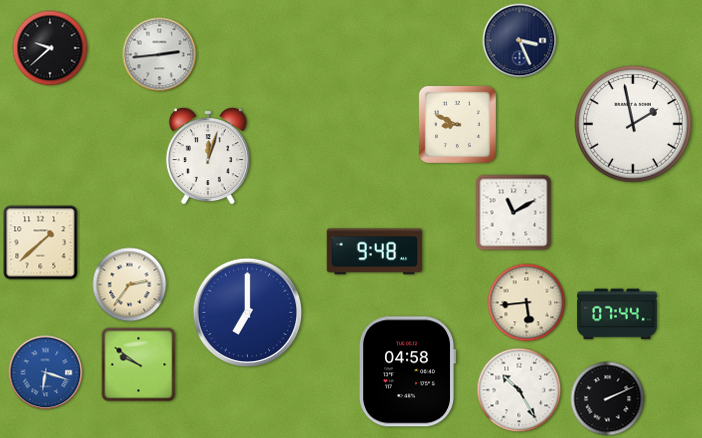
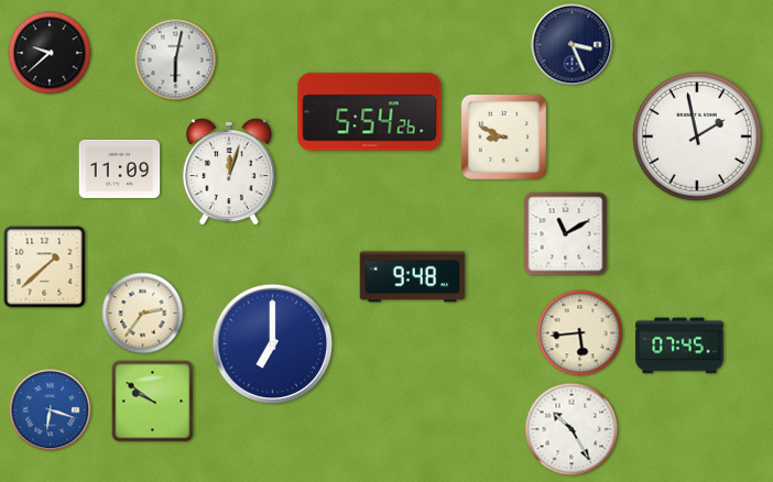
clock at (50, 48) position: (50, 48) -> (50, 53)
clock at (160, 55): 2:44 -> 6:02
clock at (370, 112): none -> 5:54
clock at (120, 168): none -> 11:09
clock at (617, 314): 07:44 -> 07:45
clock at (407, 372): 04:58 -> none
clock at (608, 399): 2:11 -> none
